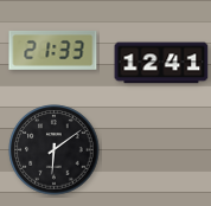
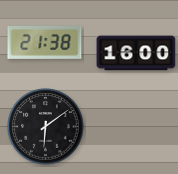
clock at (53, 50): 21:33 -> 21:38
clock at (161, 63): 12:41 -> 16:00
